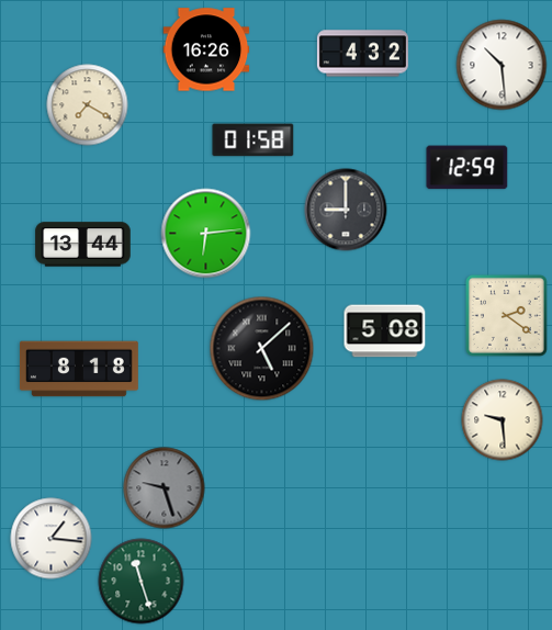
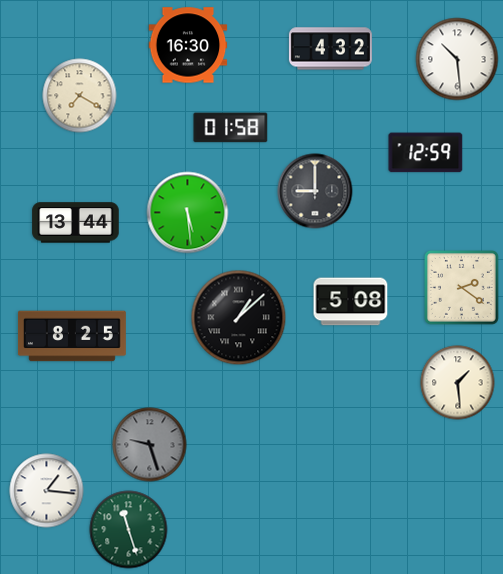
clock at (206, 49): 16:26 -> 16:30
clock at (206, 234): 6:14 -> 5:29
clock at (262, 349): 5:08 -> 1:08
clock at (79, 369): 8:18 -> 8:25
clock at (503, 420): 9:29 -> 1:29
